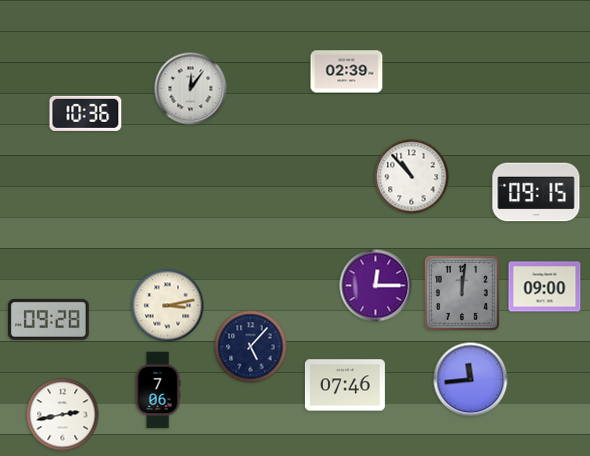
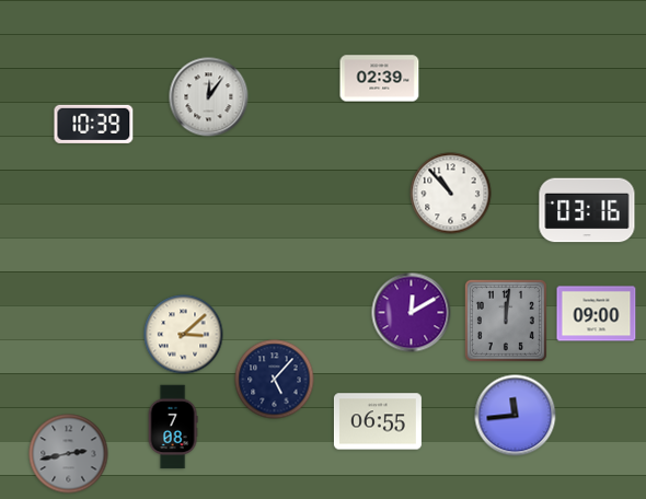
clock at (86, 113): 10:36 -> 10:39
clock at (536, 192): 09:15 -> 03:16
clock at (376, 286): 12:15 -> 12:10
clock at (168, 306): 3:13 -> 3:08
clock at (48, 319): 09:28 -> none
clock at (345, 385): 07:46 -> 06:55
clock at (158, 390): 7:06 -> 7:08
clock at (63, 415) dial: white -> grey
